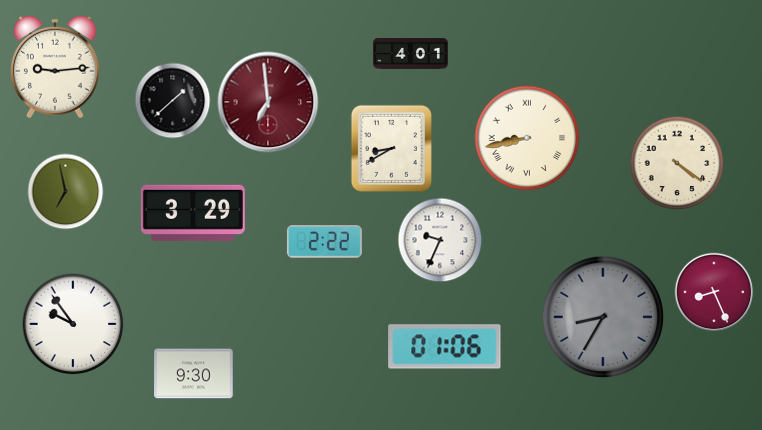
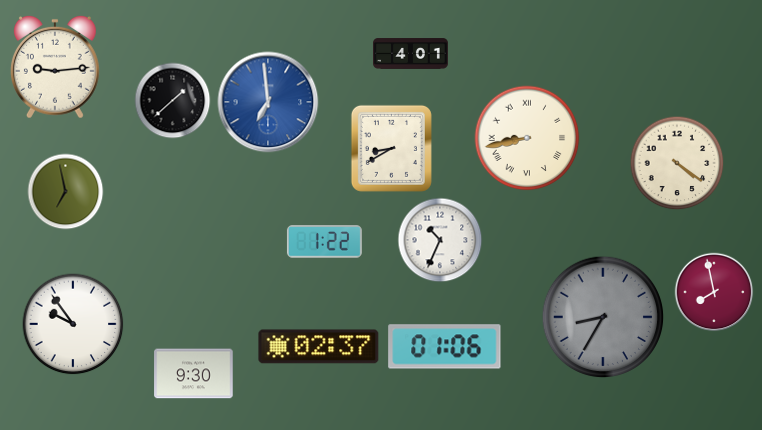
clock at (268, 102) dial: burgundy -> blue
clock at (193, 213): 3:29 -> none
clock at (440, 240): 9:34 -> 10:34
clock at (324, 242): 2:22 -> 1:22
clock at (714, 292): 8:26 -> 7:58
clock at (319, 347): none -> 02:37
